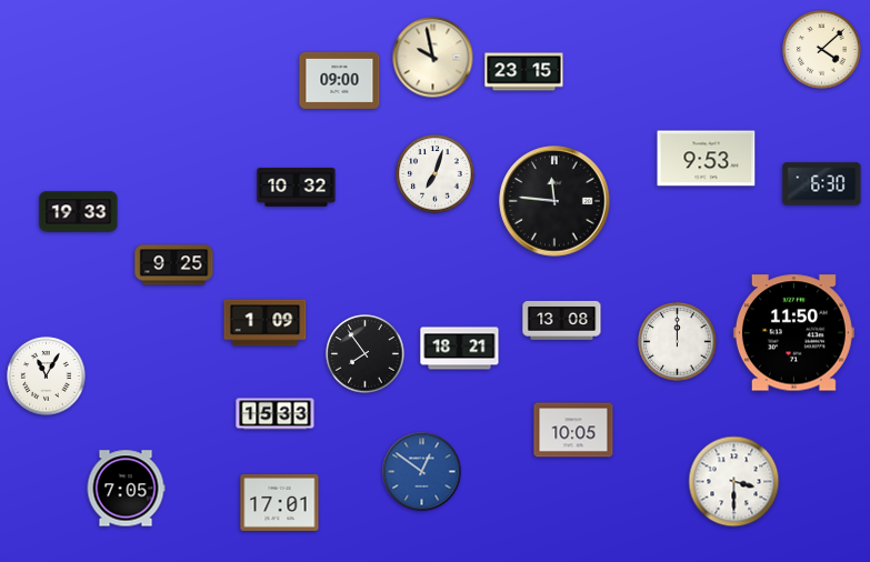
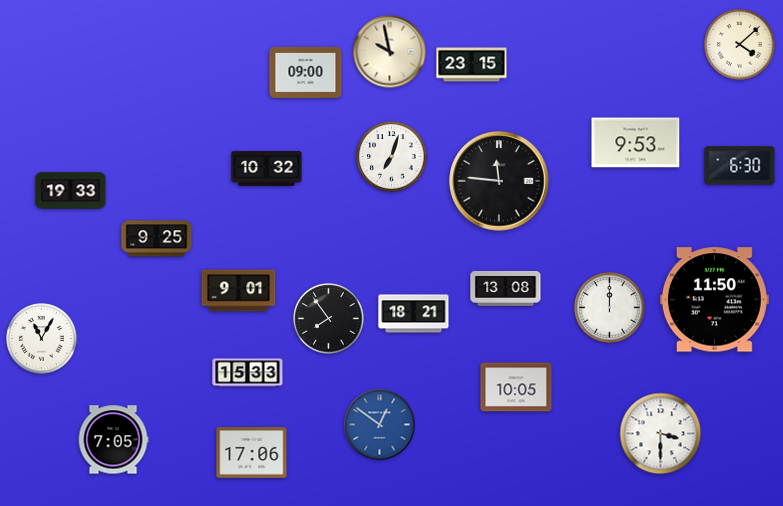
clock at (266, 323): 1:09 -> 9:01
clock at (280, 502): 17:01 -> 17:06
